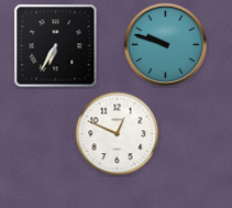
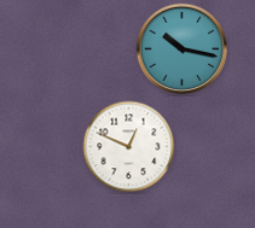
clock at (165, 44): 9:48 -> 10:17
clock at (56, 46): 6:35 -> none
